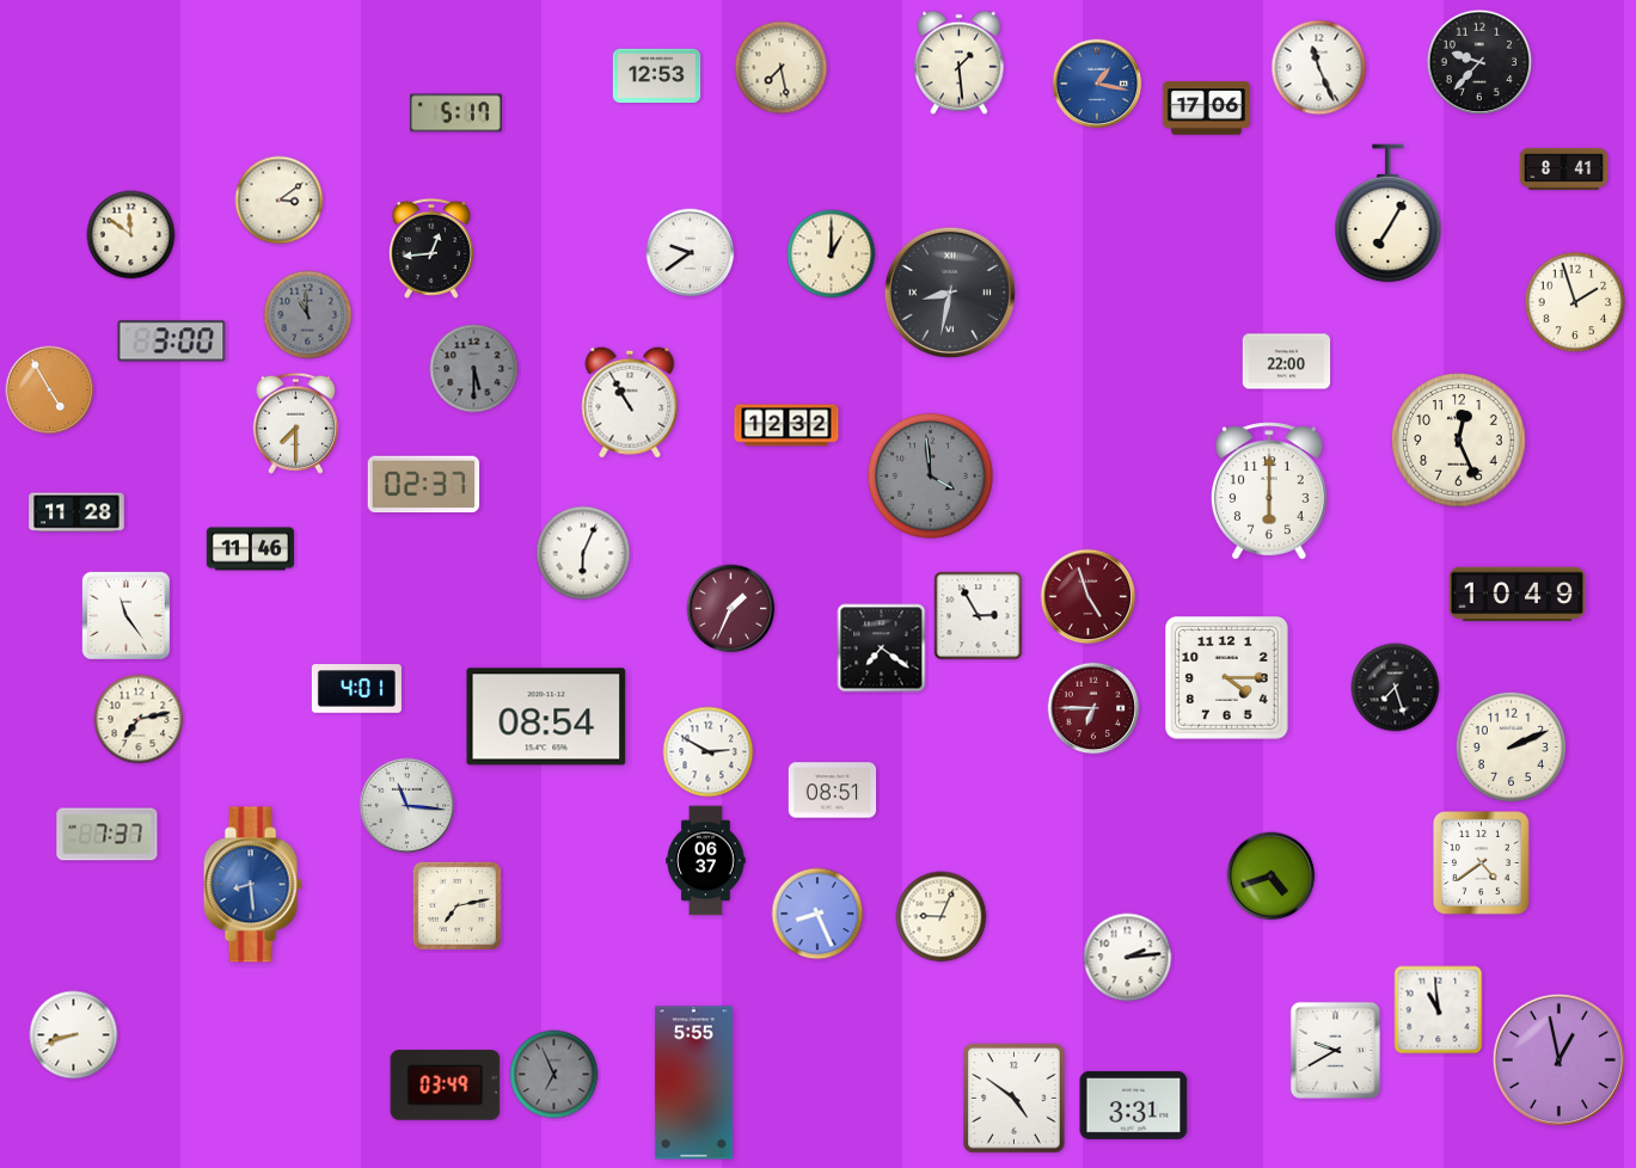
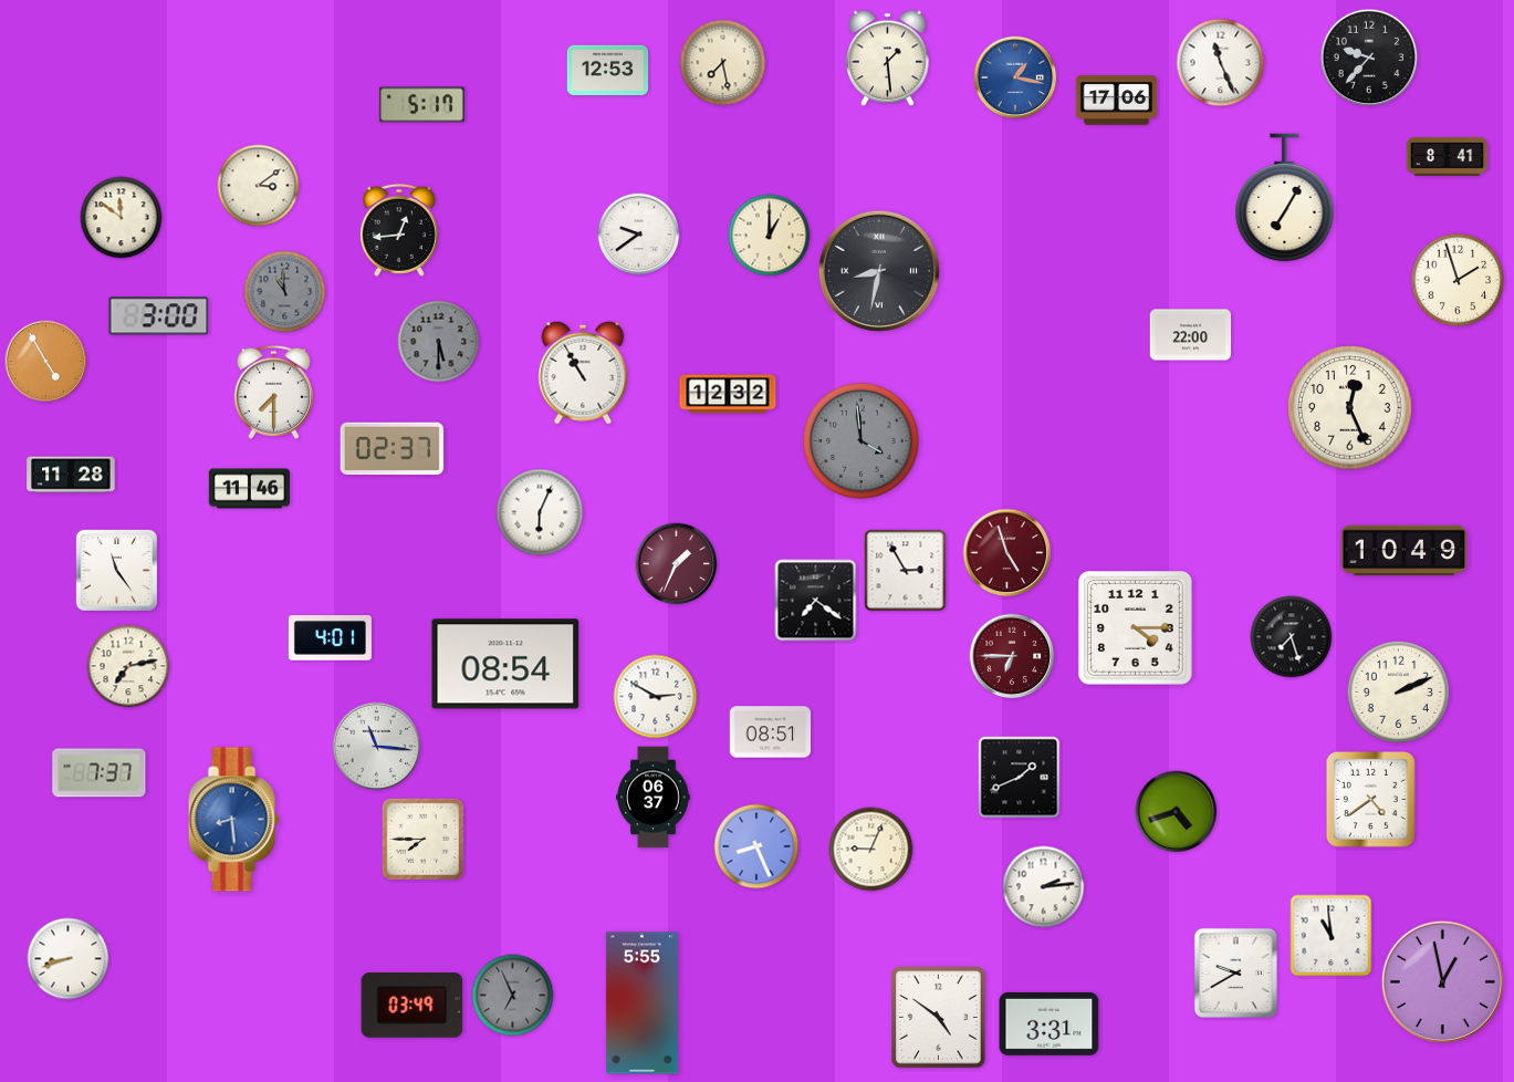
clock at (1269, 491): 6:00 -> none
clock at (251, 549) position: (251, 549) -> (250, 489)
clock at (1020, 778): none -> 1:41
clock at (457, 905): 7:13 -> 7:45
